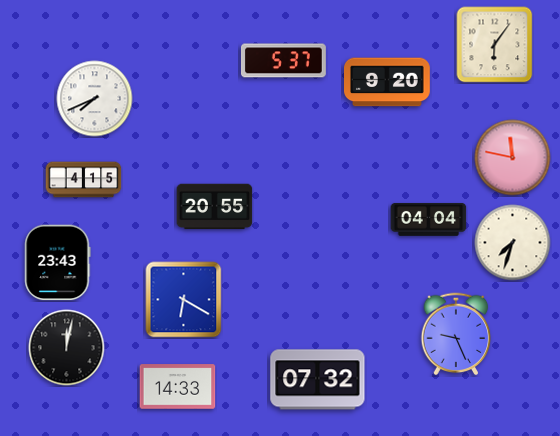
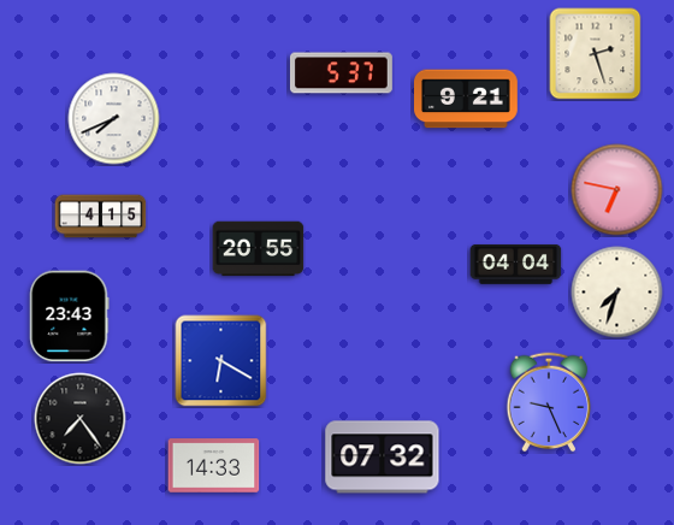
clock at (495, 45): 6:06 -> 2:27
clock at (388, 82): 9:20 -> 9:21
clock at (513, 158): 11:47 -> 6:47
clock at (67, 348): 12:02 -> 7:24
